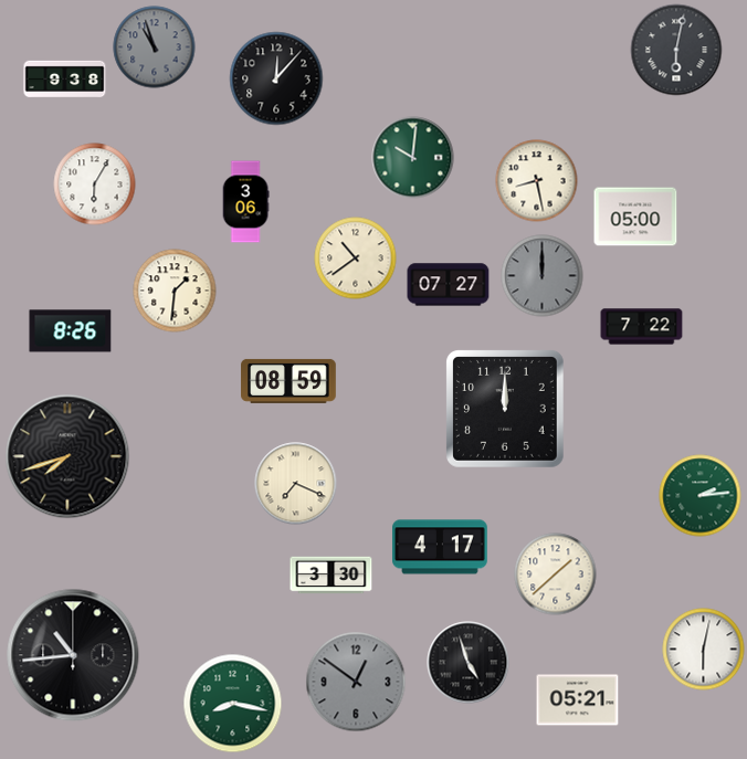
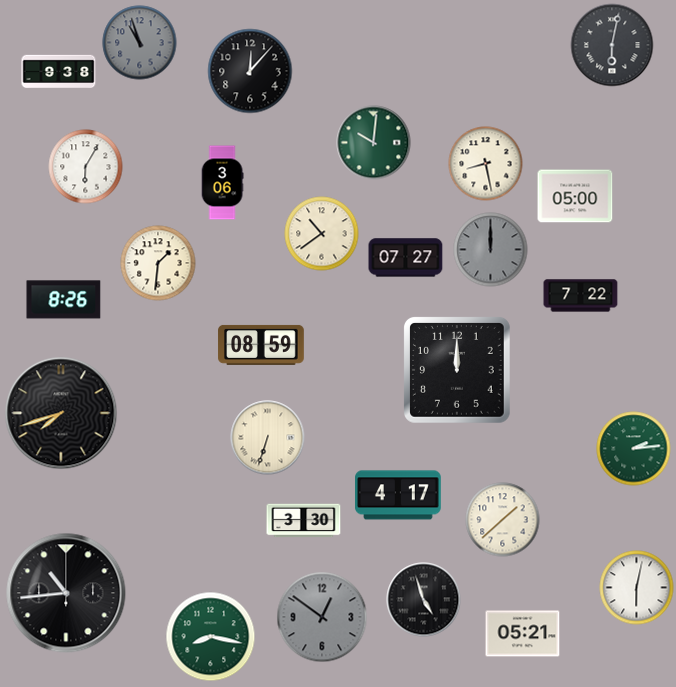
clock at (296, 484): 7:19 -> 6:33
clock at (332, 576) position: (332, 576) -> (304, 521)
